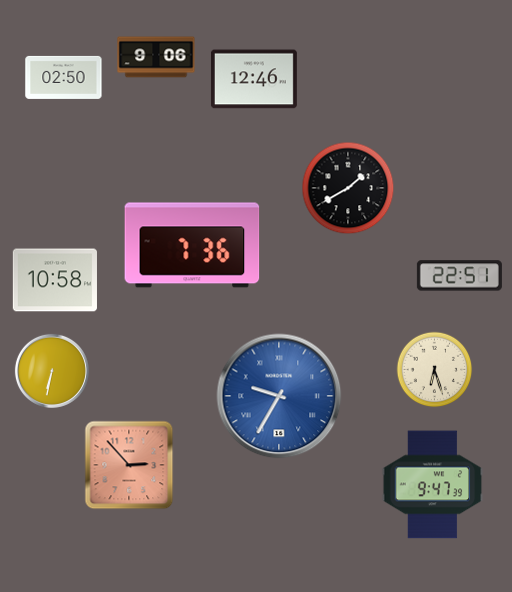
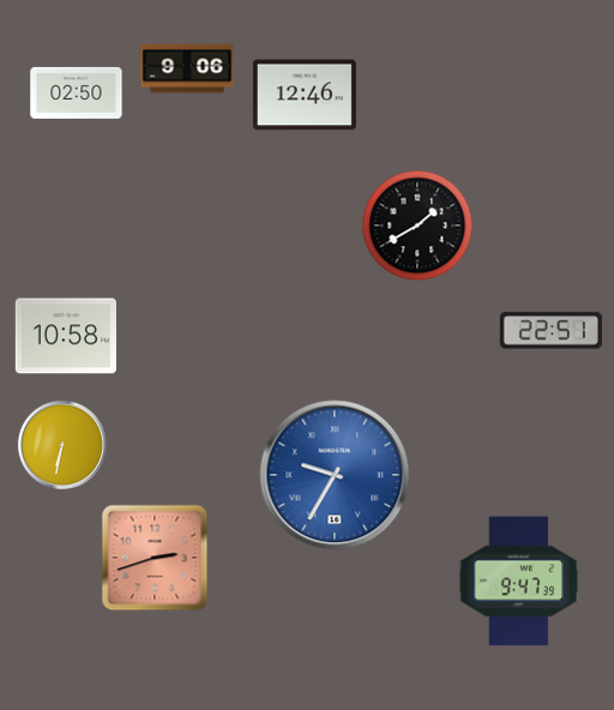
clock at (192, 245): 7:36 -> none
clock at (435, 370): 6:27 -> none
clock at (129, 465): 2:53 -> 2:42
